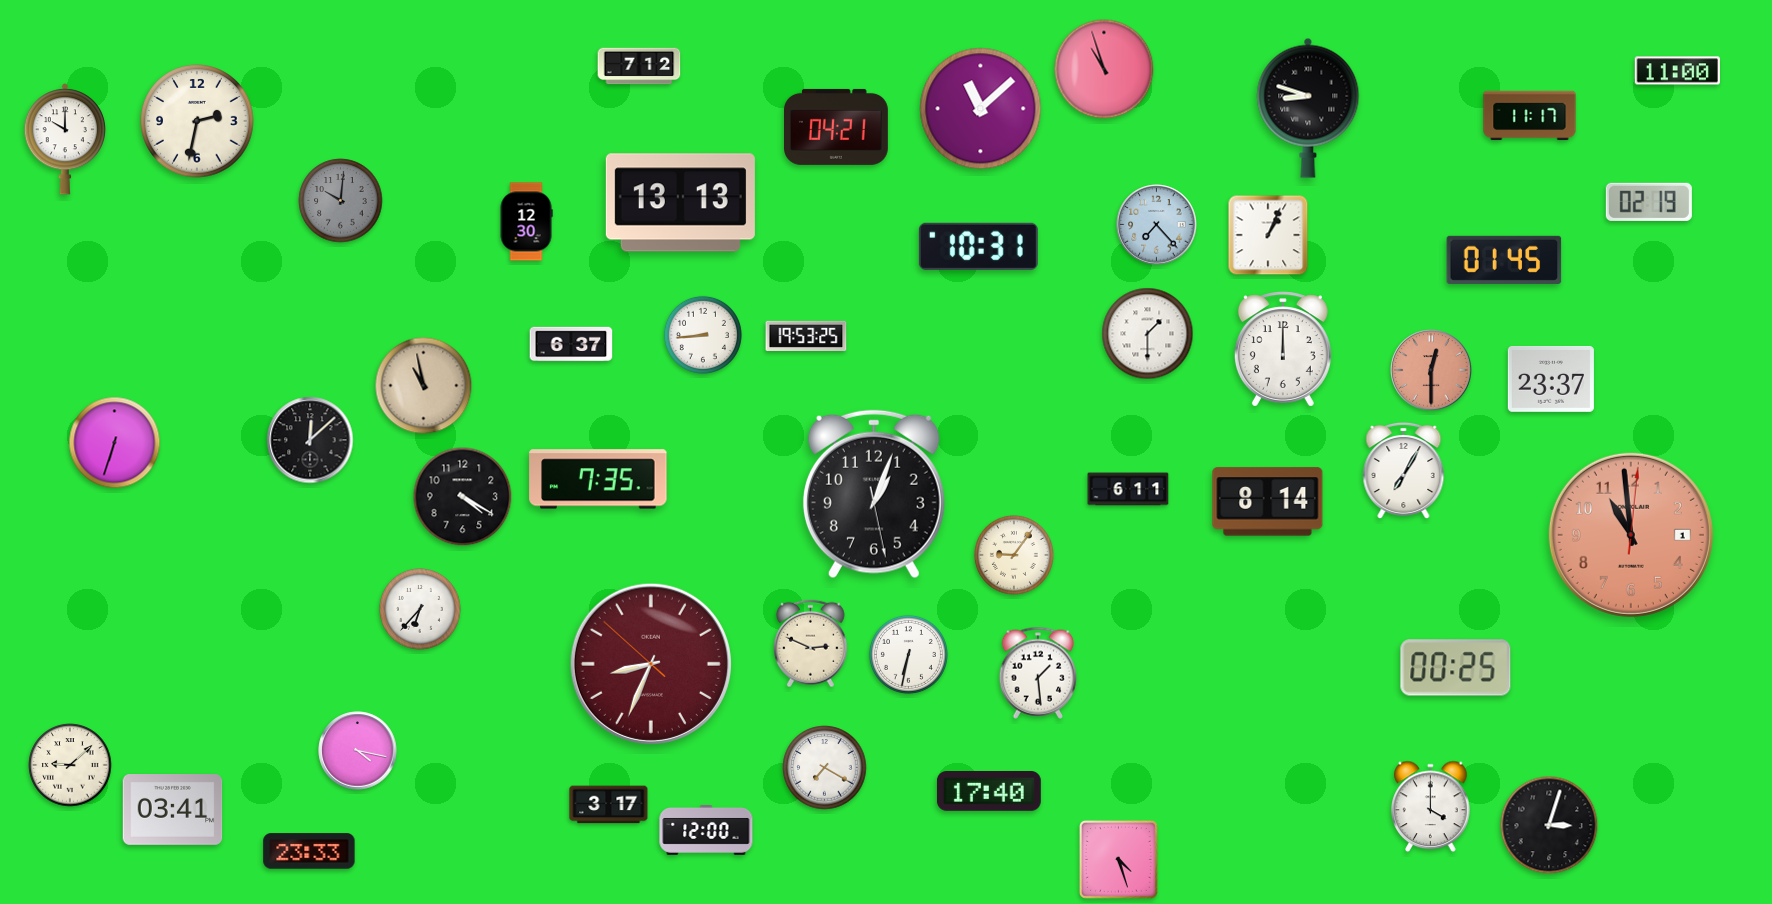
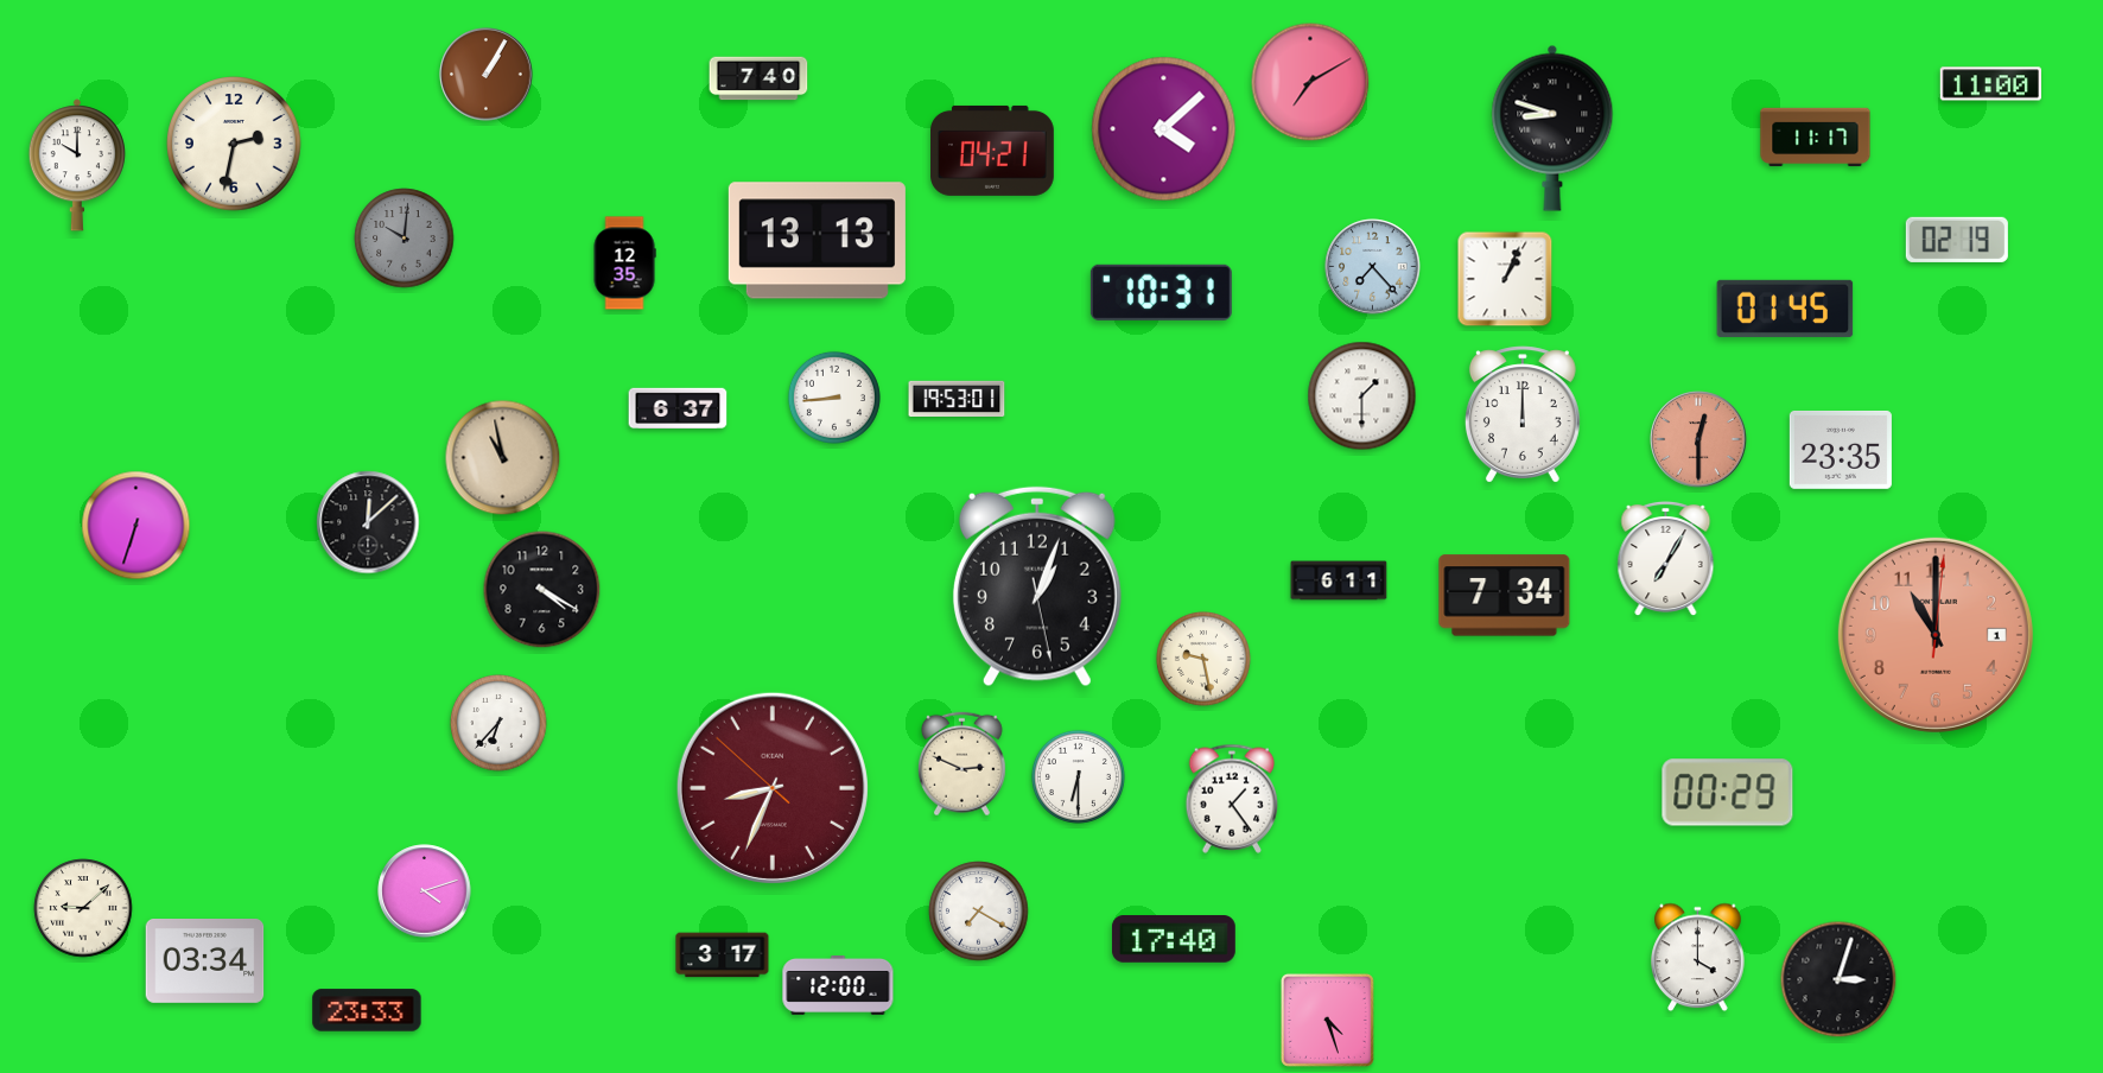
clock at (487, 75): none -> 1:05
clock at (639, 66): 7:12 -> 7:40
clock at (1104, 69): 10:57 -> 7:10
clock at (981, 109): 11:08 -> 4:08
clock at (680, 203) position: (680, 203) -> (817, 241)
clock at (526, 222): 12:30 -> 12:35
clock at (806, 335): 19:53:25 -> 19:53:01
clock at (1551, 379): 23:37 -> 23:35
clock at (598, 479): 7:35 -> none
clock at (463, 497) position: (463, 497) -> (542, 590)
clock at (1268, 502): 8:14 -> 7:34
clock at (1631, 535): 10:59 -> 11:00
clock at (1014, 555): 9:06 -> 9:28
clock at (908, 654): 6:32 -> 6:30
clock at (1456, 668): 00:25 -> 00:29
clock at (1038, 673): 1:29 -> 1:24
clock at (358, 751): 4:17 -> 4:12
clock at (173, 810): 03:41 -> 03:34
